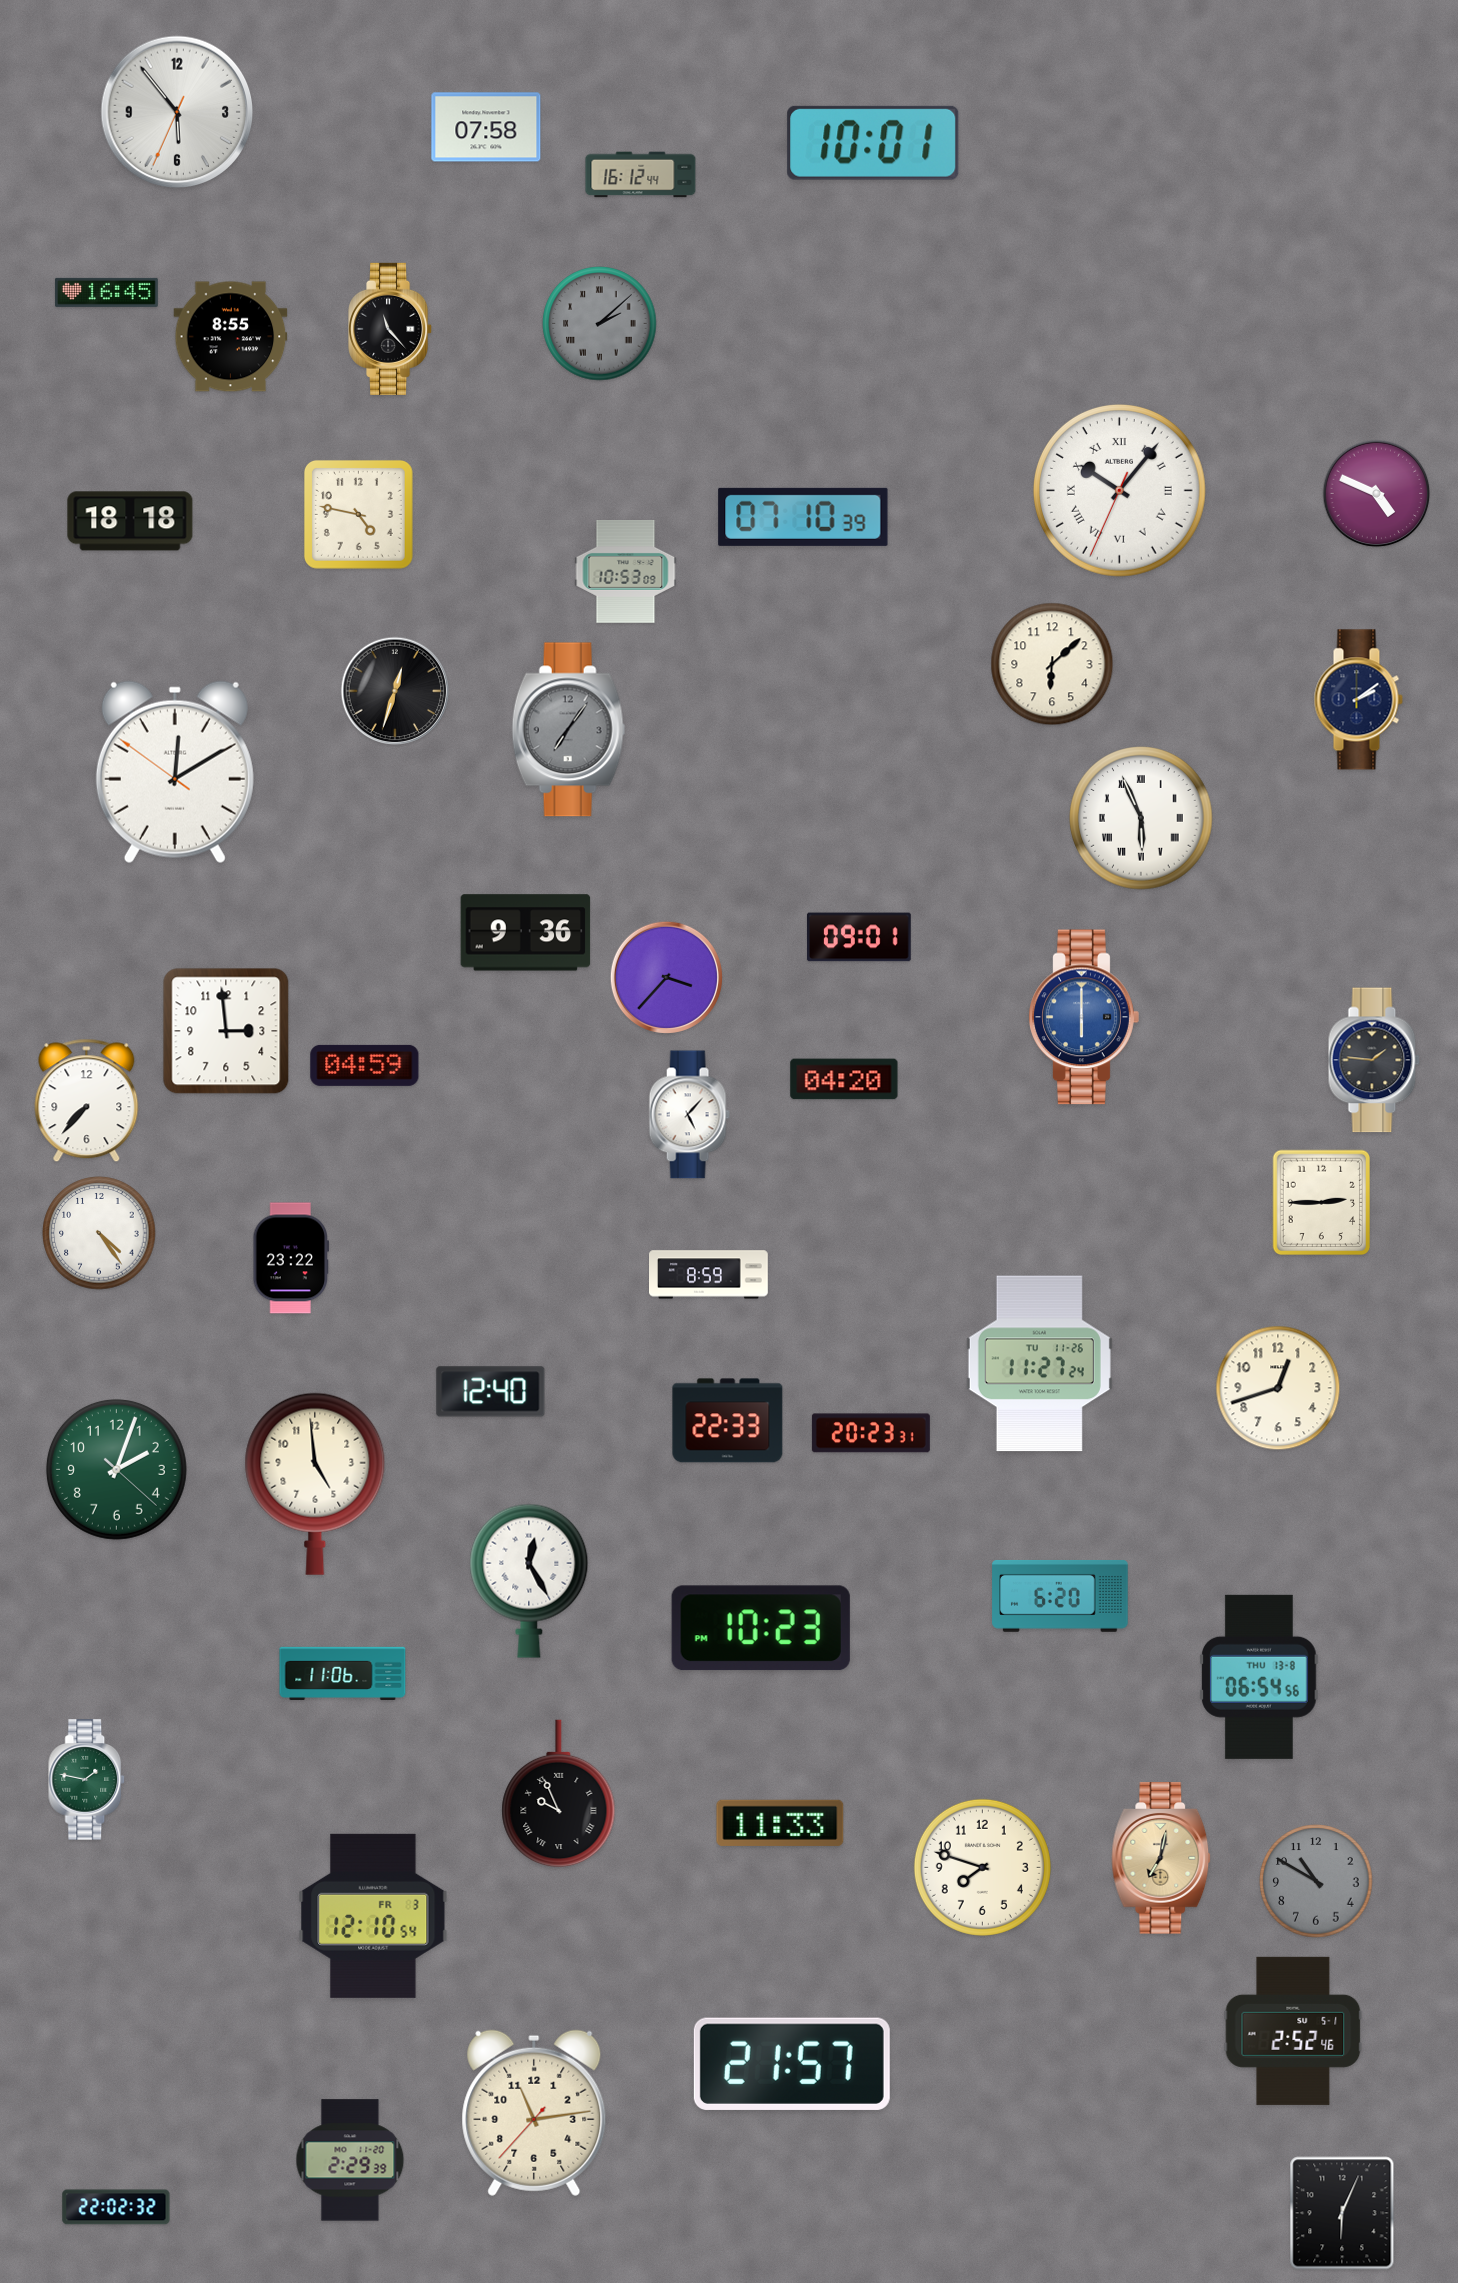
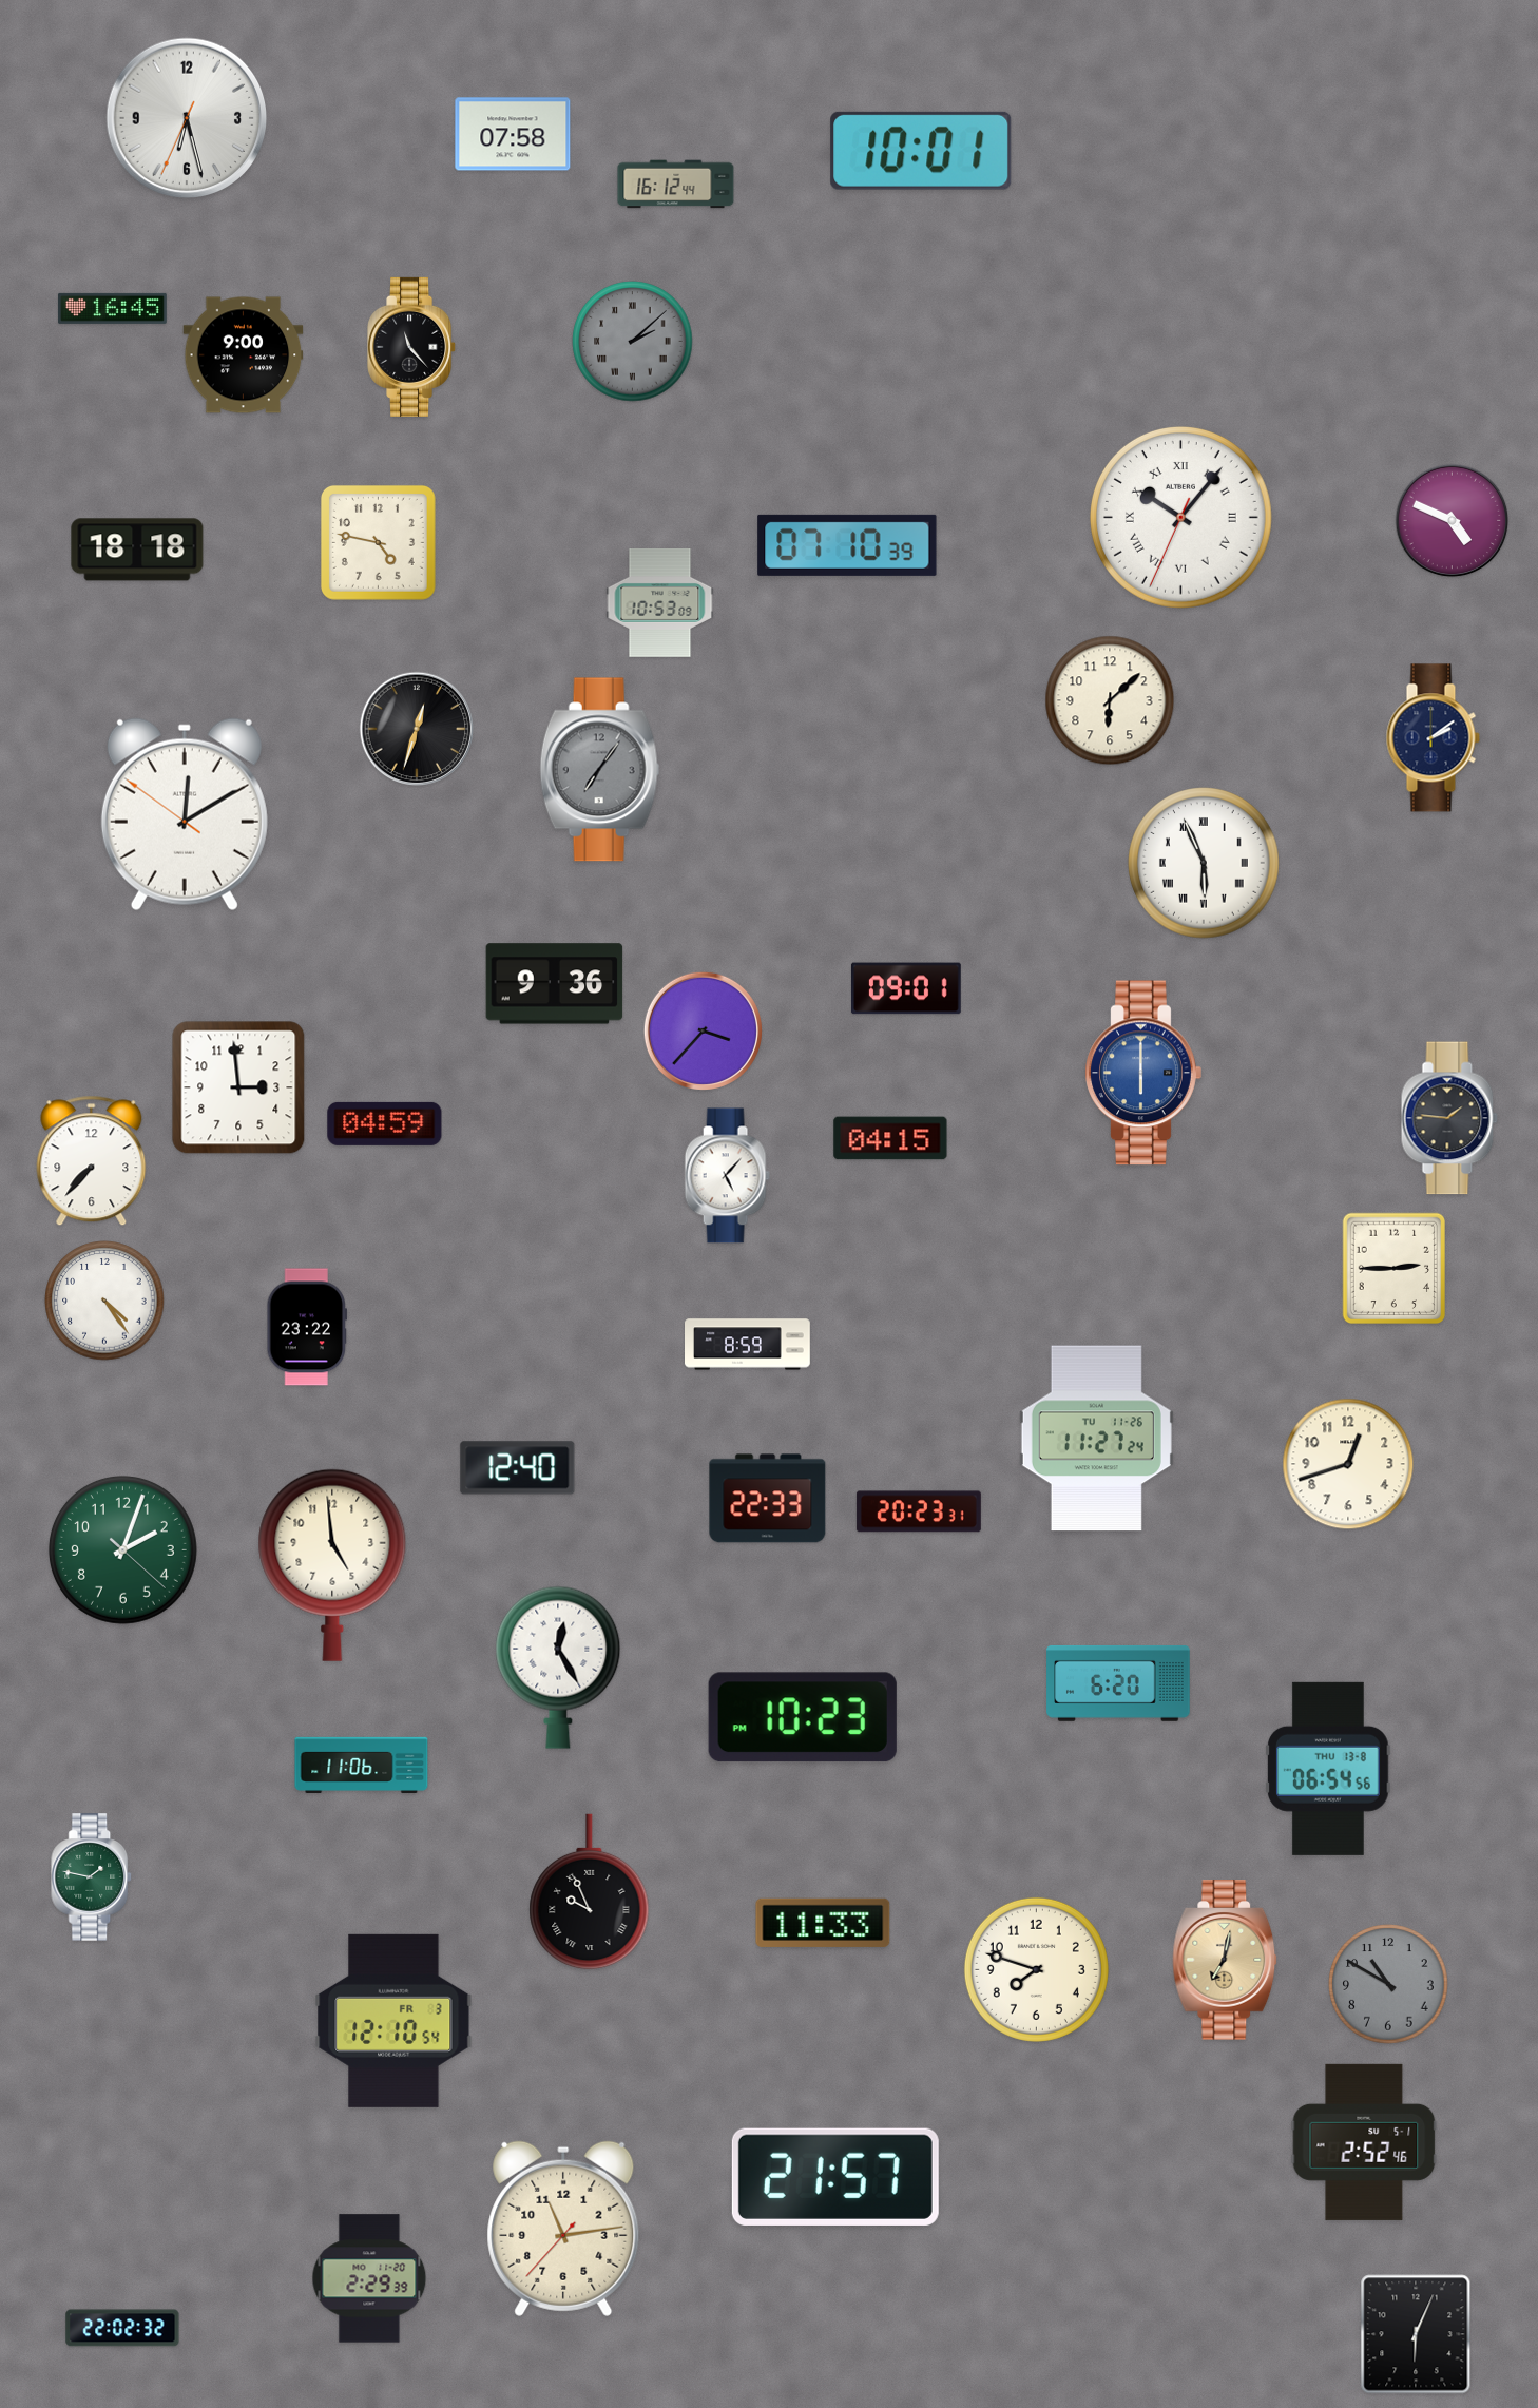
clock at (177, 112): 5:53 -> 6:27
clock at (231, 337): 8:55 -> 9:00
clock at (844, 1079): 04:20 -> 04:15
